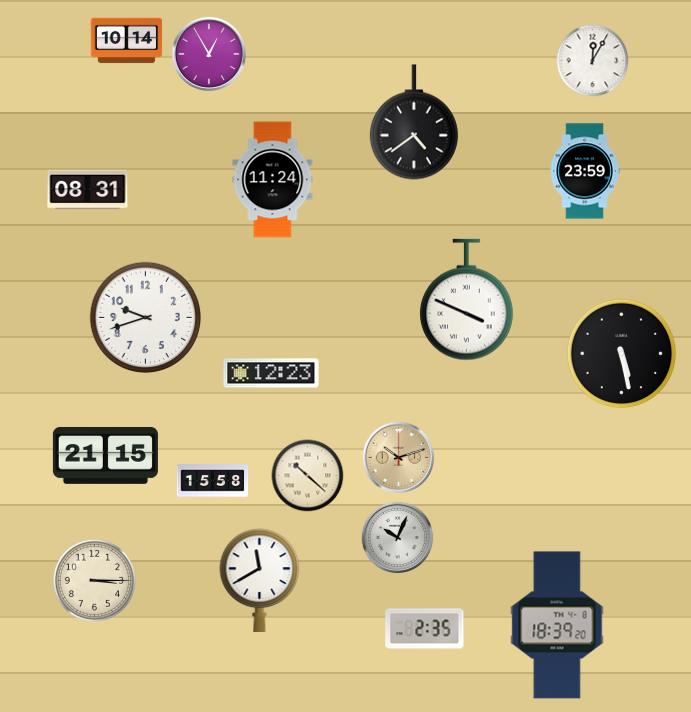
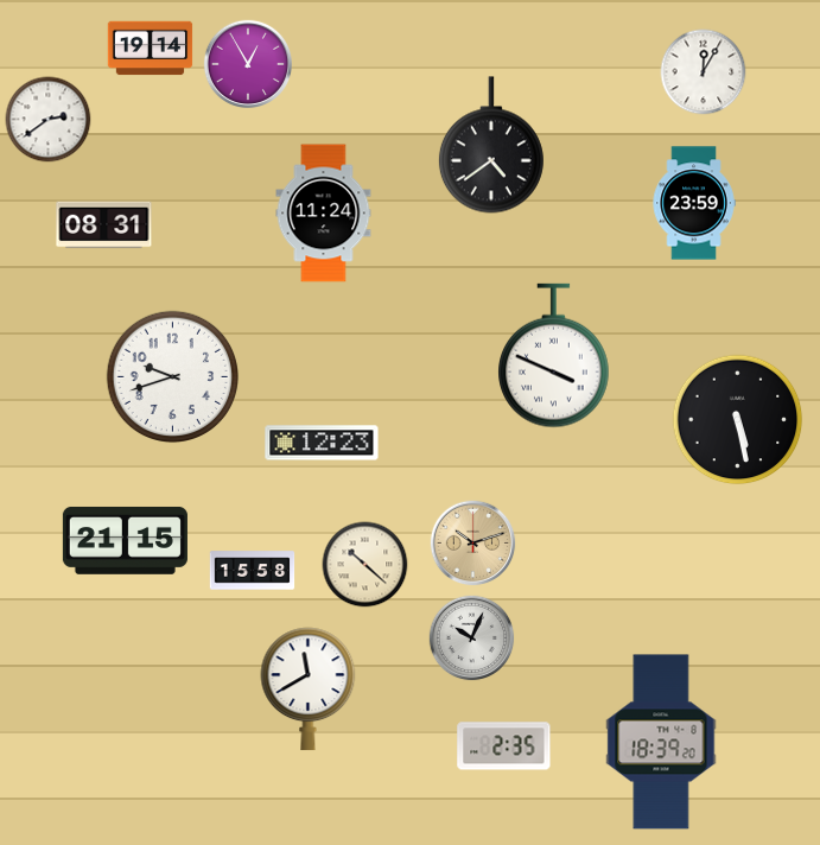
clock at (127, 41): 10:14 -> 19:14
clock at (49, 120): none -> 2:39
clock at (94, 580): 3:15 -> none
